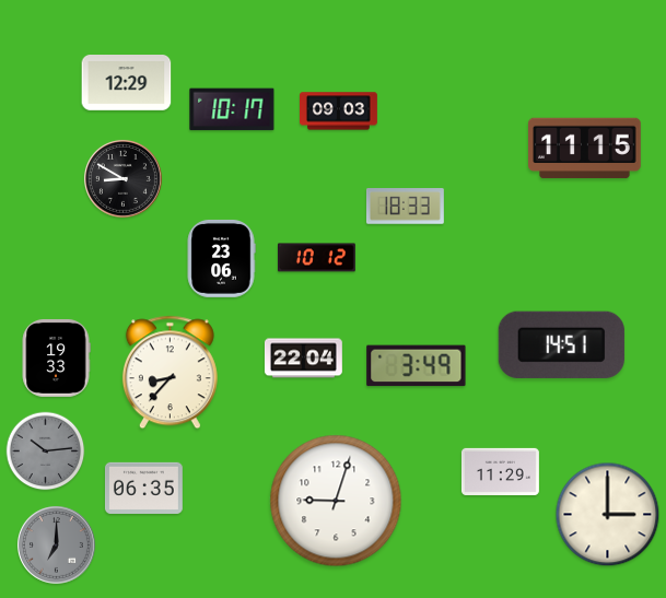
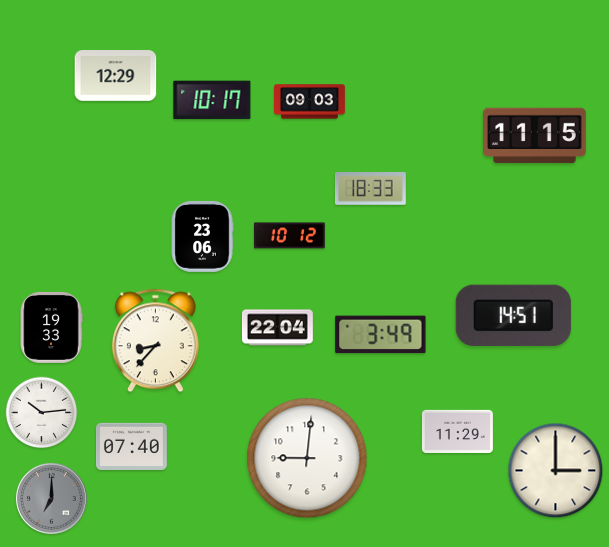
clock at (122, 178): 8:50 -> none
clock at (46, 452) dial: grey -> white
clock at (143, 488): 06:35 -> 07:40
clock at (336, 501): 9:03 -> 9:01
